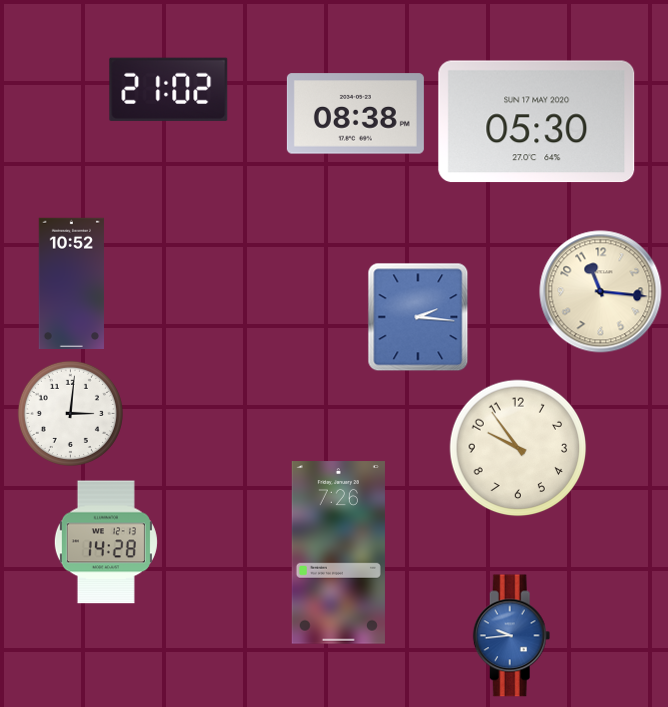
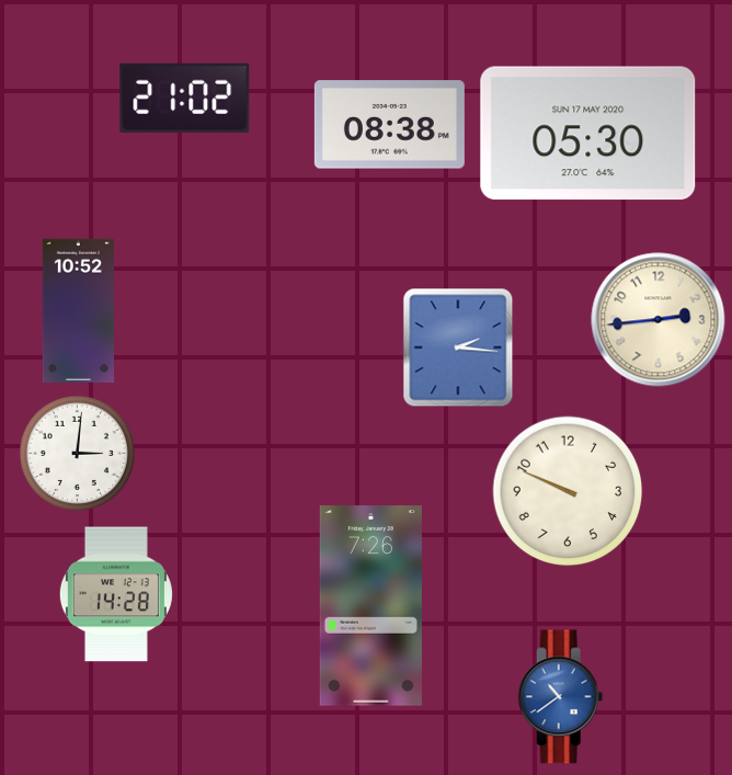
clock at (601, 292): 11:16 -> 2:44
clock at (518, 448): 9:54 -> 9:49
clock at (512, 636): 9:44 -> 10:39
